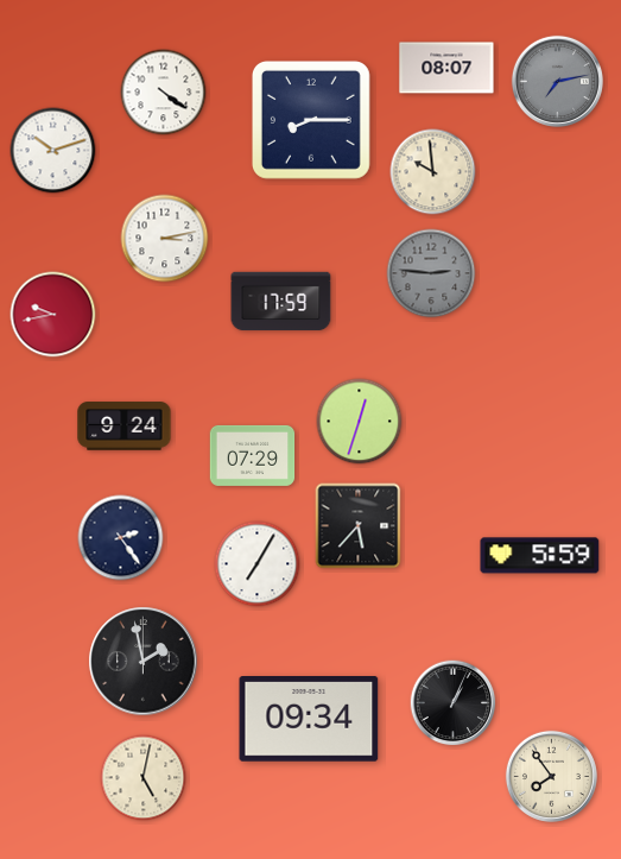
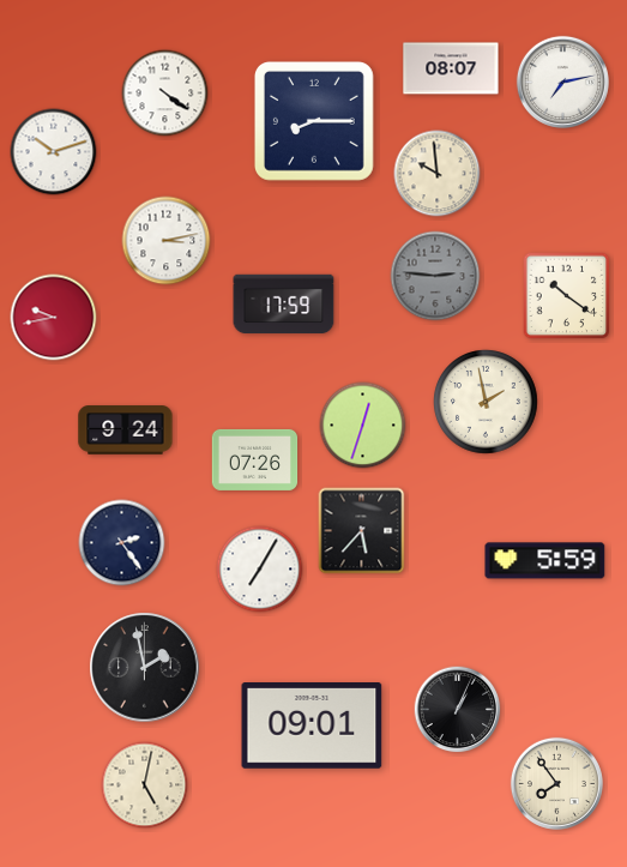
clock at (557, 81) dial: grey -> white
clock at (567, 296): none -> 10:21
clock at (486, 402): none -> 1:58
clock at (253, 455): 07:29 -> 07:26
clock at (309, 720): 09:34 -> 09:01
